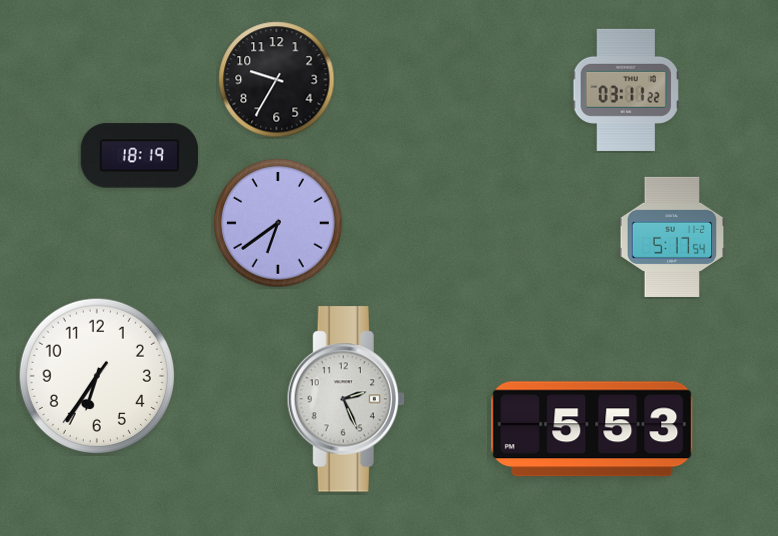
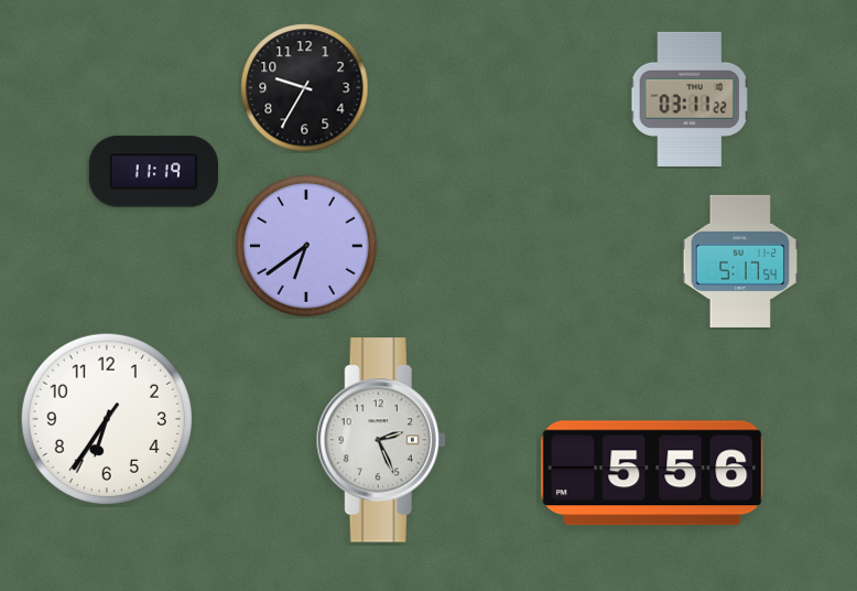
clock at (139, 156): 18:19 -> 11:19
clock at (96, 375) position: (96, 375) -> (106, 418)
clock at (592, 429): 5:53 -> 5:56
